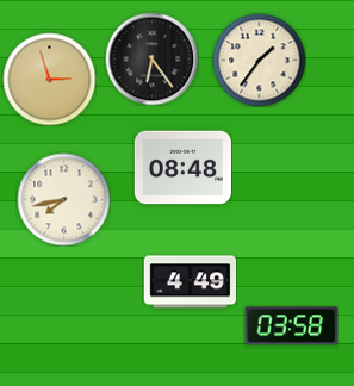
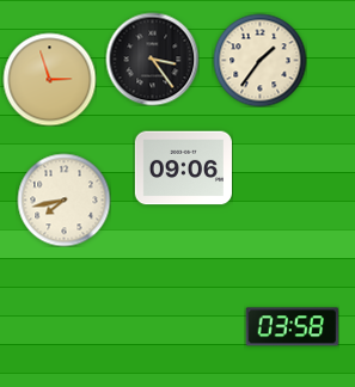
clock at (151, 58): 6:24 -> 3:24
clock at (182, 168): 08:48 -> 09:06
clock at (190, 282): 4:49 -> none
